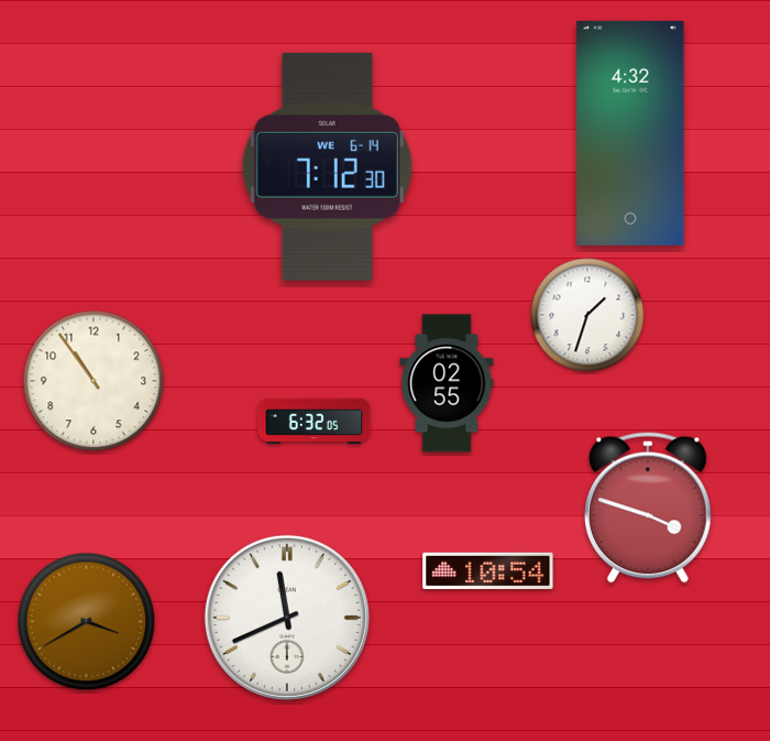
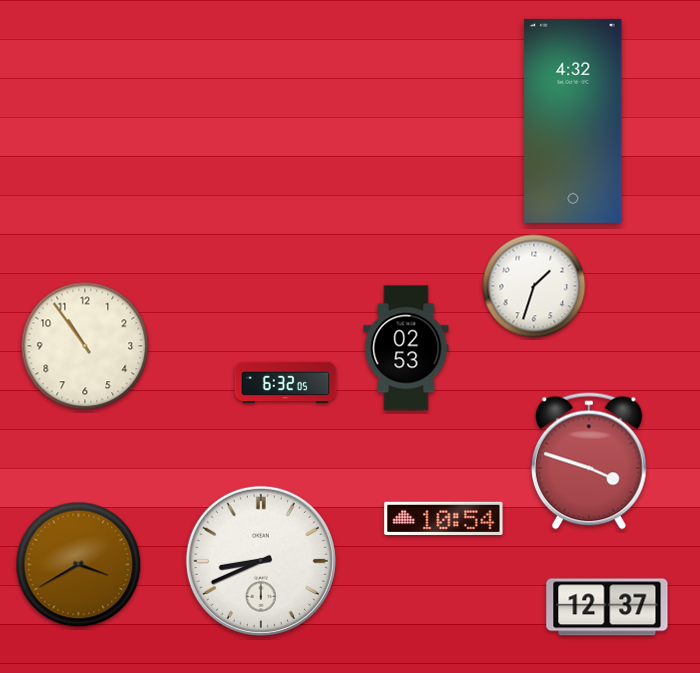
clock at (327, 166): 7:12 -> none
clock at (447, 383): 02:55 -> 02:53
clock at (287, 618): 11:41 -> 8:41
clock at (607, 607): none -> 12:37
